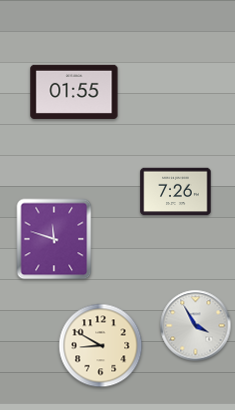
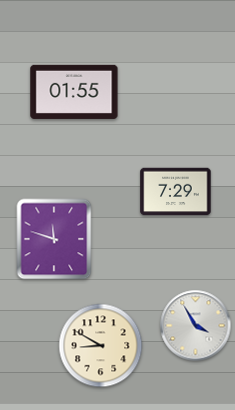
clock at (176, 192): 7:26 -> 7:29
